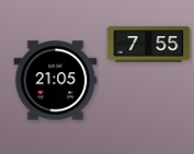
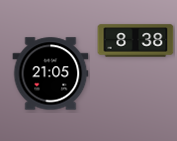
clock at (149, 45): 7:55 -> 8:38
